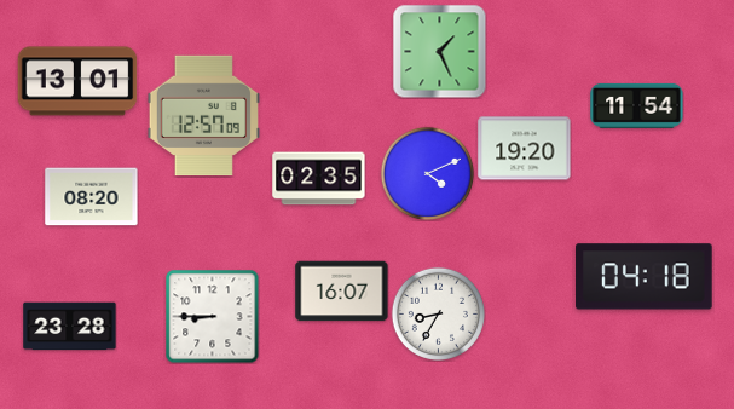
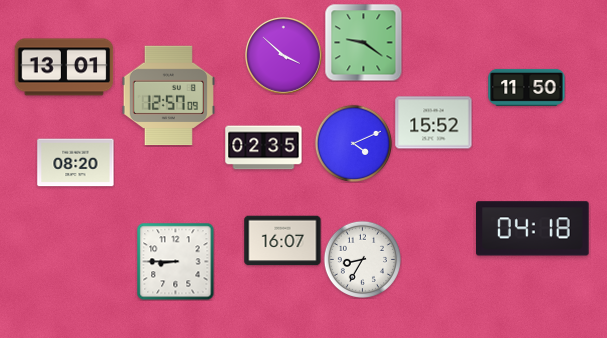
clock at (439, 51): 1:26 -> 9:21
clock at (284, 56): none -> 3:52
clock at (637, 105): 11:54 -> 11:50
clock at (525, 149): 19:20 -> 15:52
clock at (70, 327): 23:28 -> none
